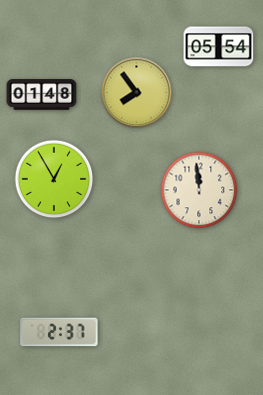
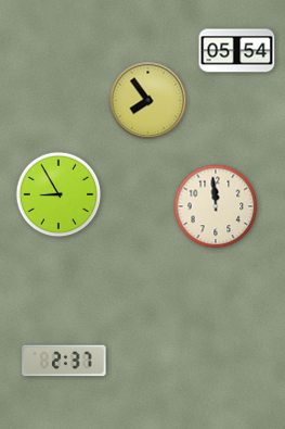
clock at (42, 95): 01:48 -> none
clock at (54, 179): 12:55 -> 8:55
